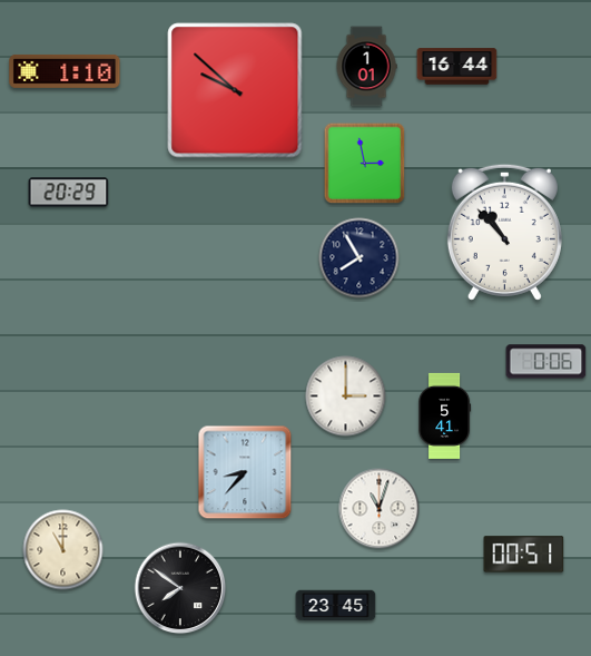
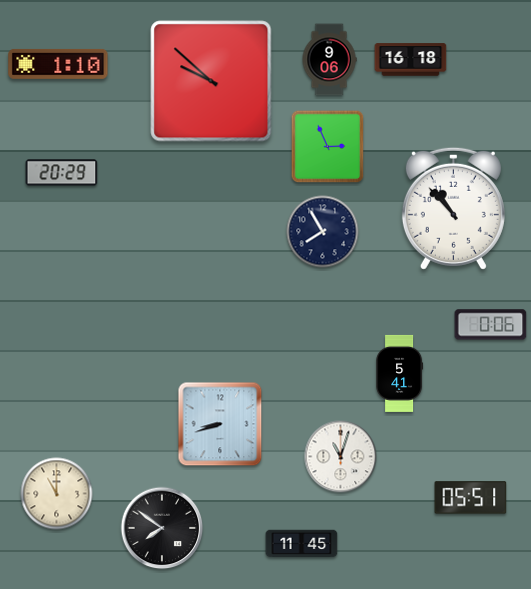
clock at (366, 67): 1:01 -> 9:06
clock at (457, 67): 16:44 -> 16:18
clock at (365, 164): 2:58 -> 2:56
clock at (346, 396): 3:00 -> none
clock at (245, 472): 8:37 -> 8:42
clock at (524, 555): 00:51 -> 05:51
clock at (336, 606): 23:45 -> 11:45
